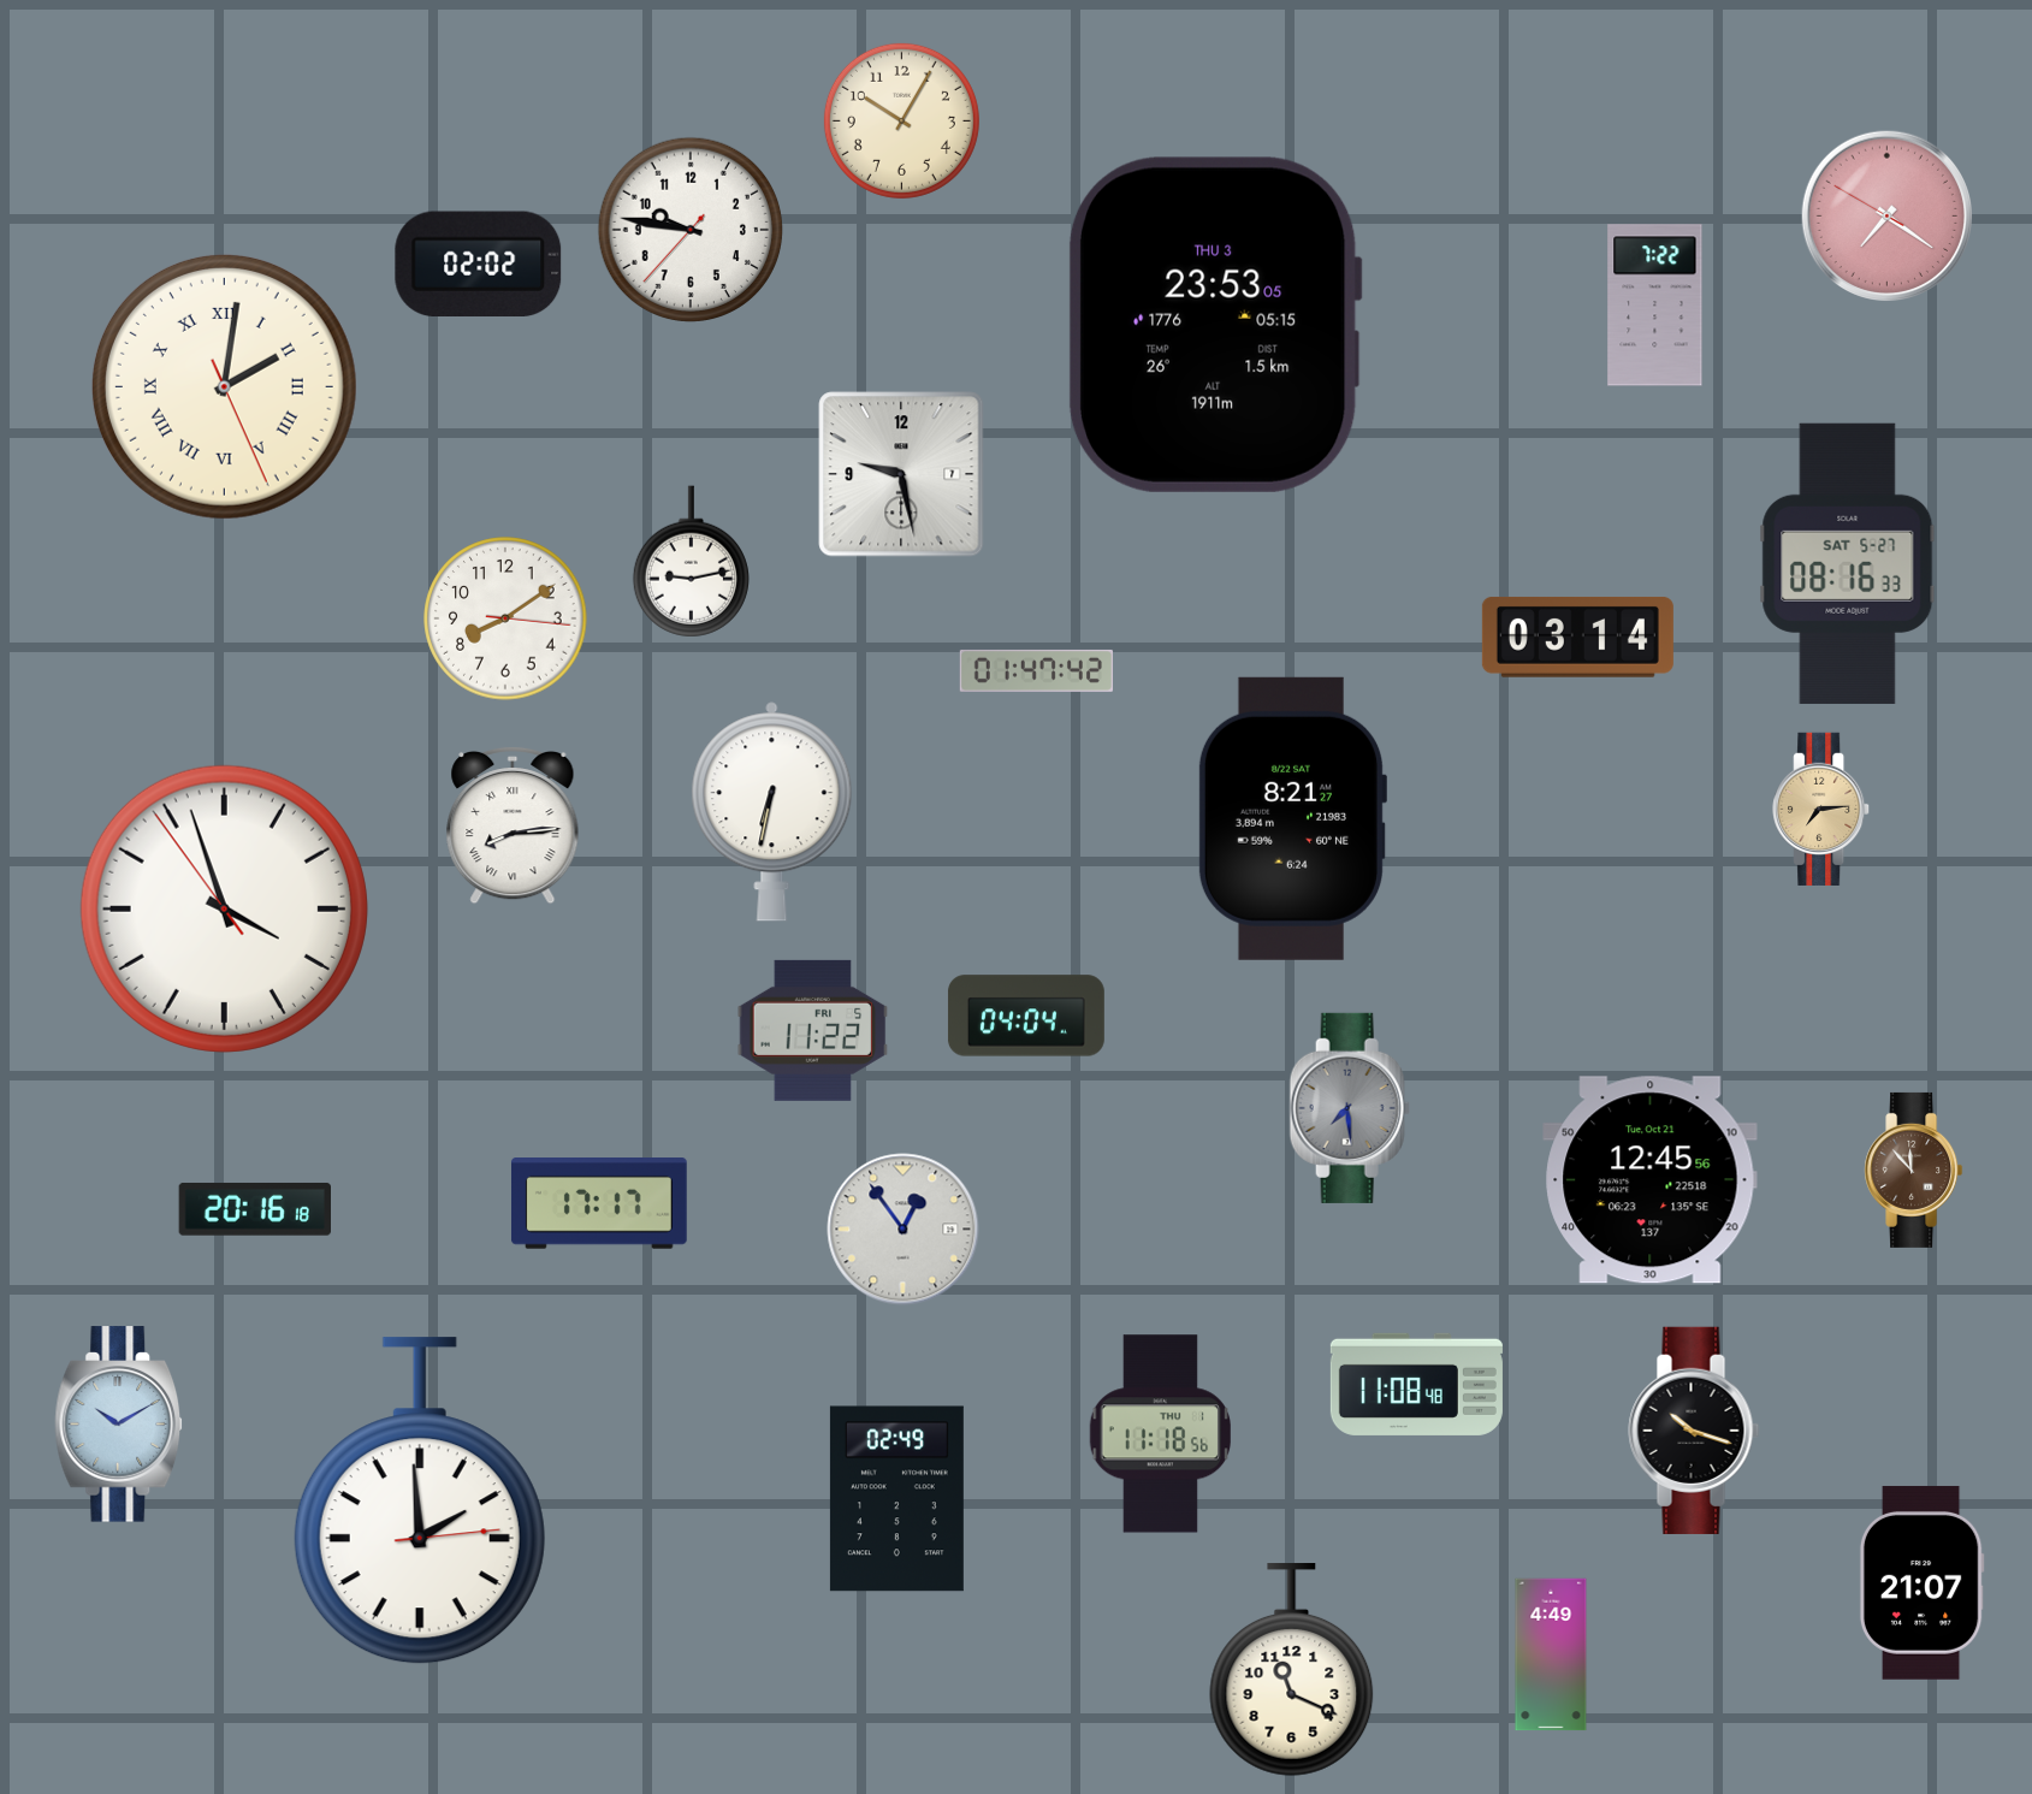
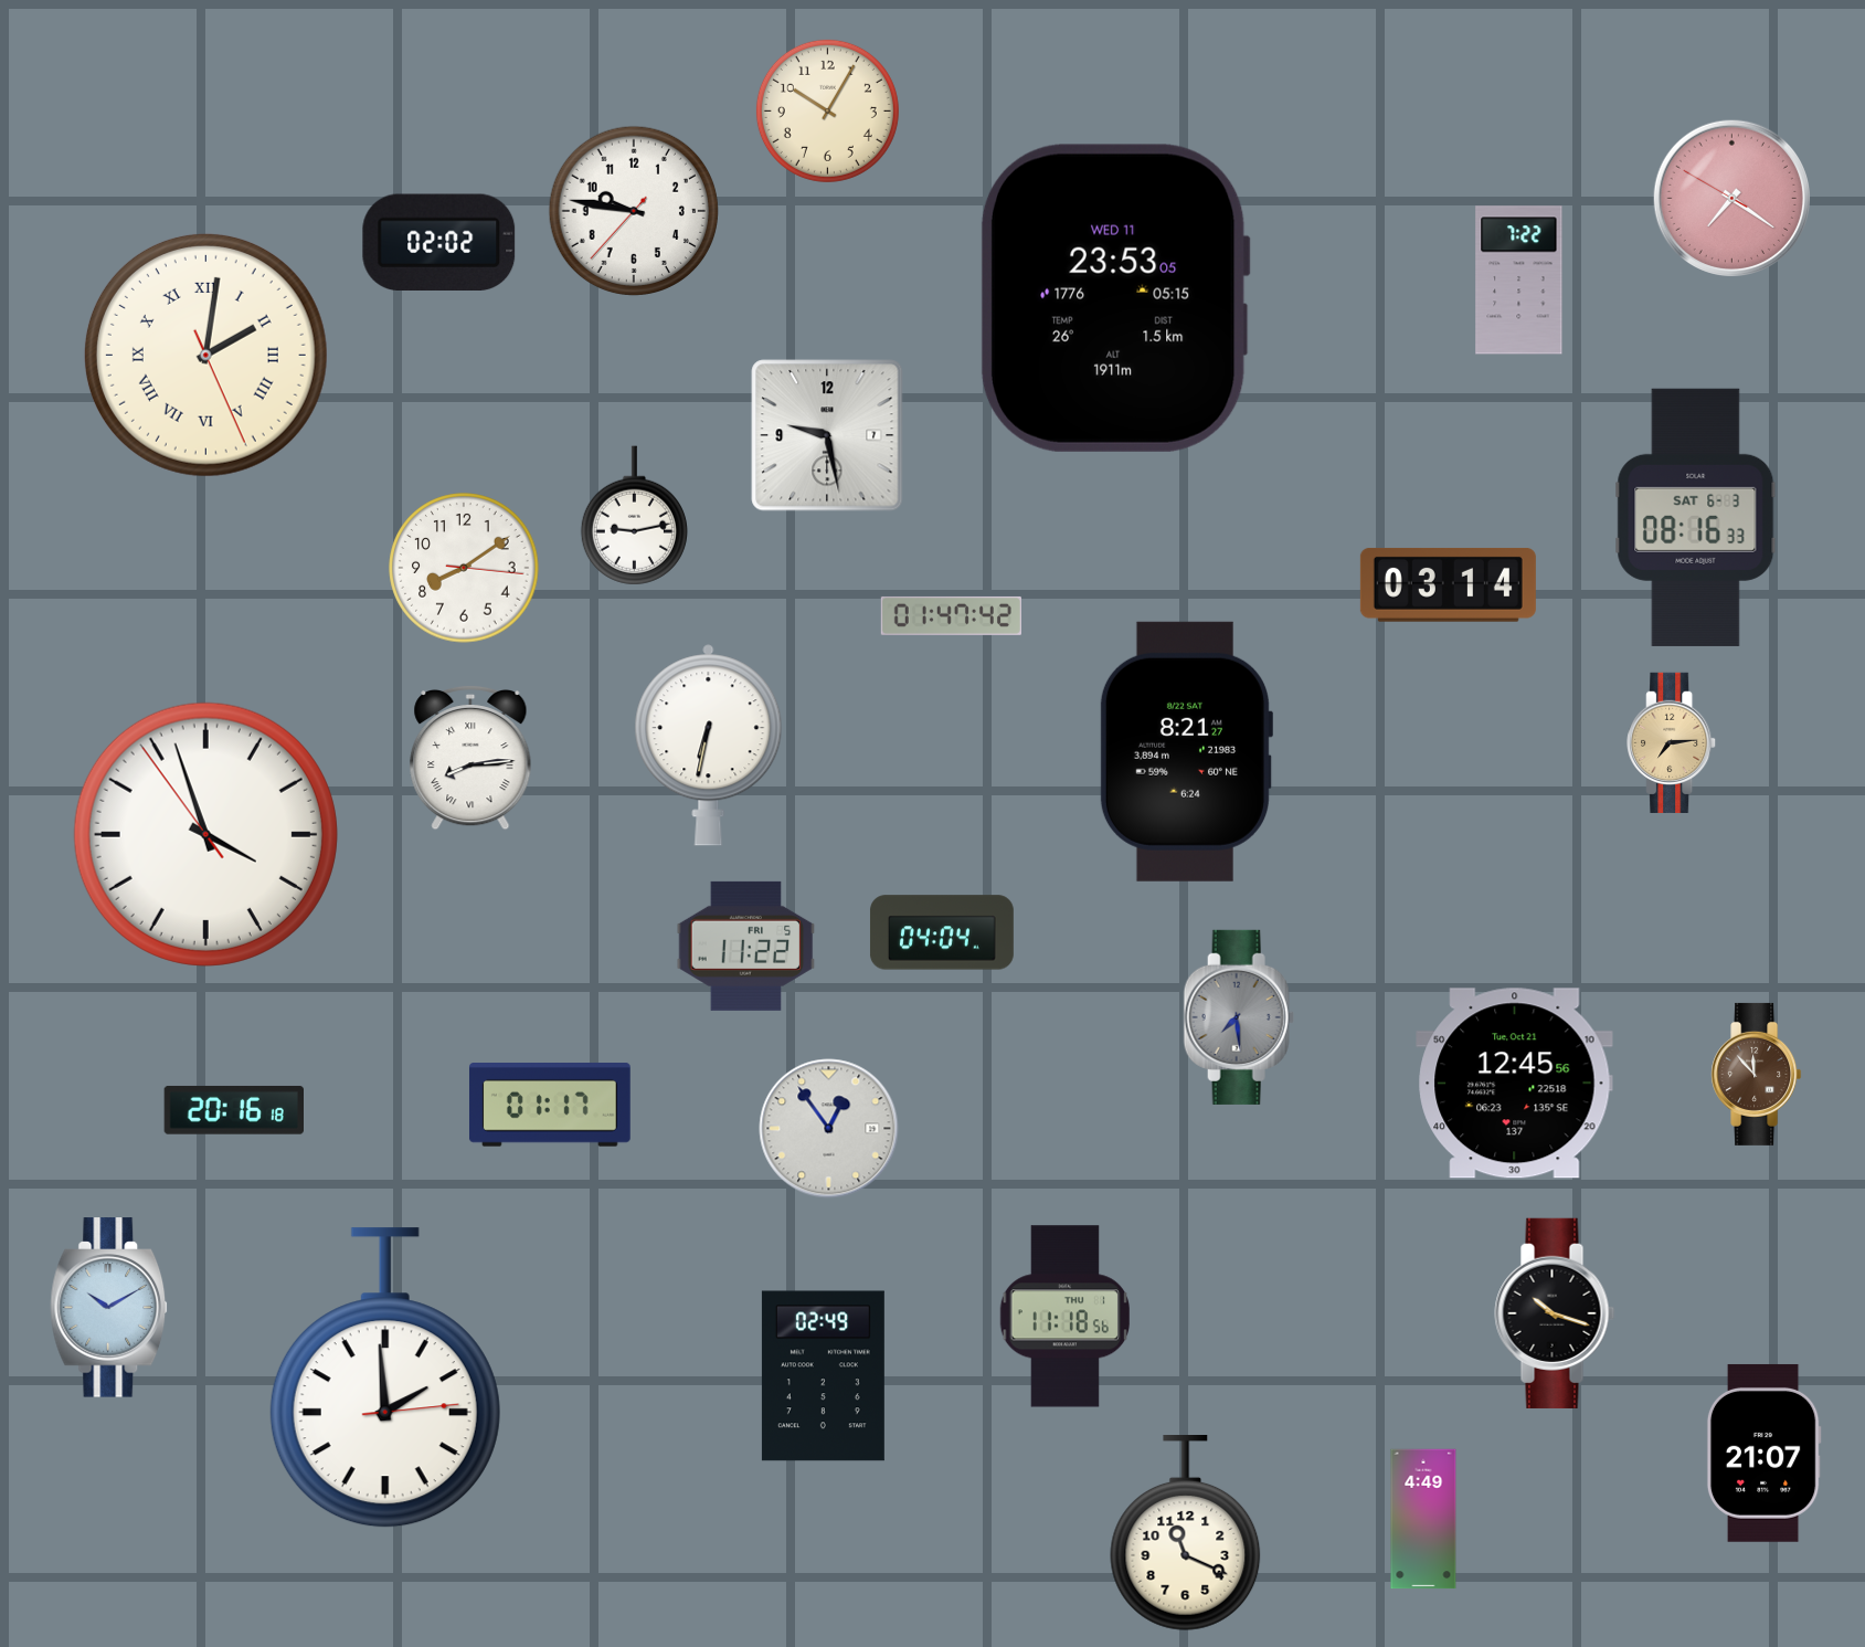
clock at (1215, 325) date: THU 3 -> WED 11
clock at (1848, 563) date: SAT 5-27 -> SAT 6-3
clock at (599, 1204): 17:17 -> 01:17
clock at (1416, 1384): 11:08 -> none
